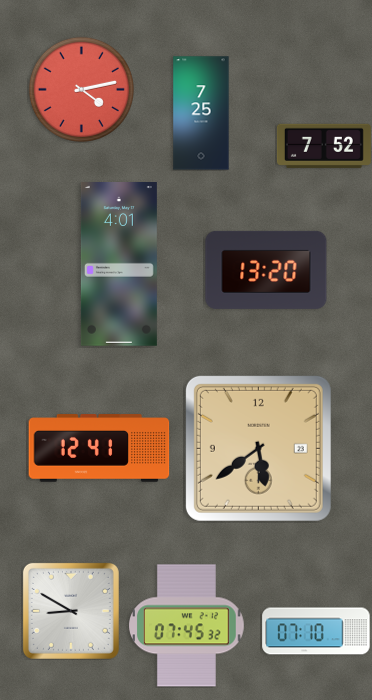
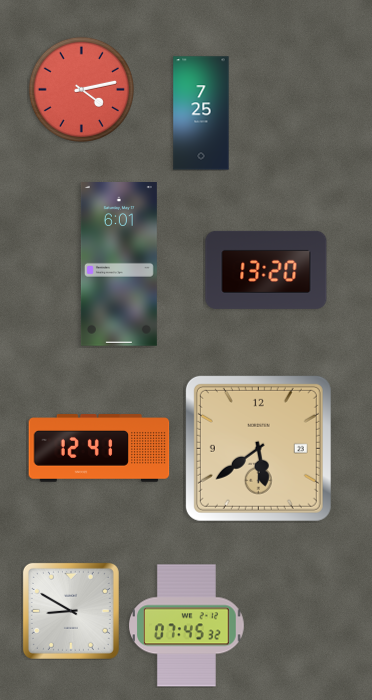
clock at (324, 146): 7:52 -> none
clock at (119, 265): 4:01 -> 6:01
clock at (316, 631): 07:10 -> none
